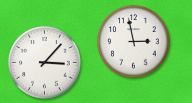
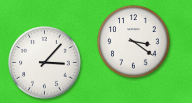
clock at (134, 42): 2:58 -> 3:21
